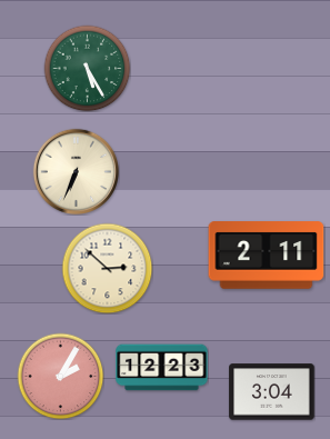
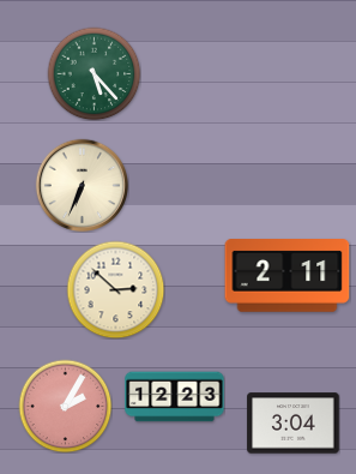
clock at (87, 68): 5:25 -> 5:23
